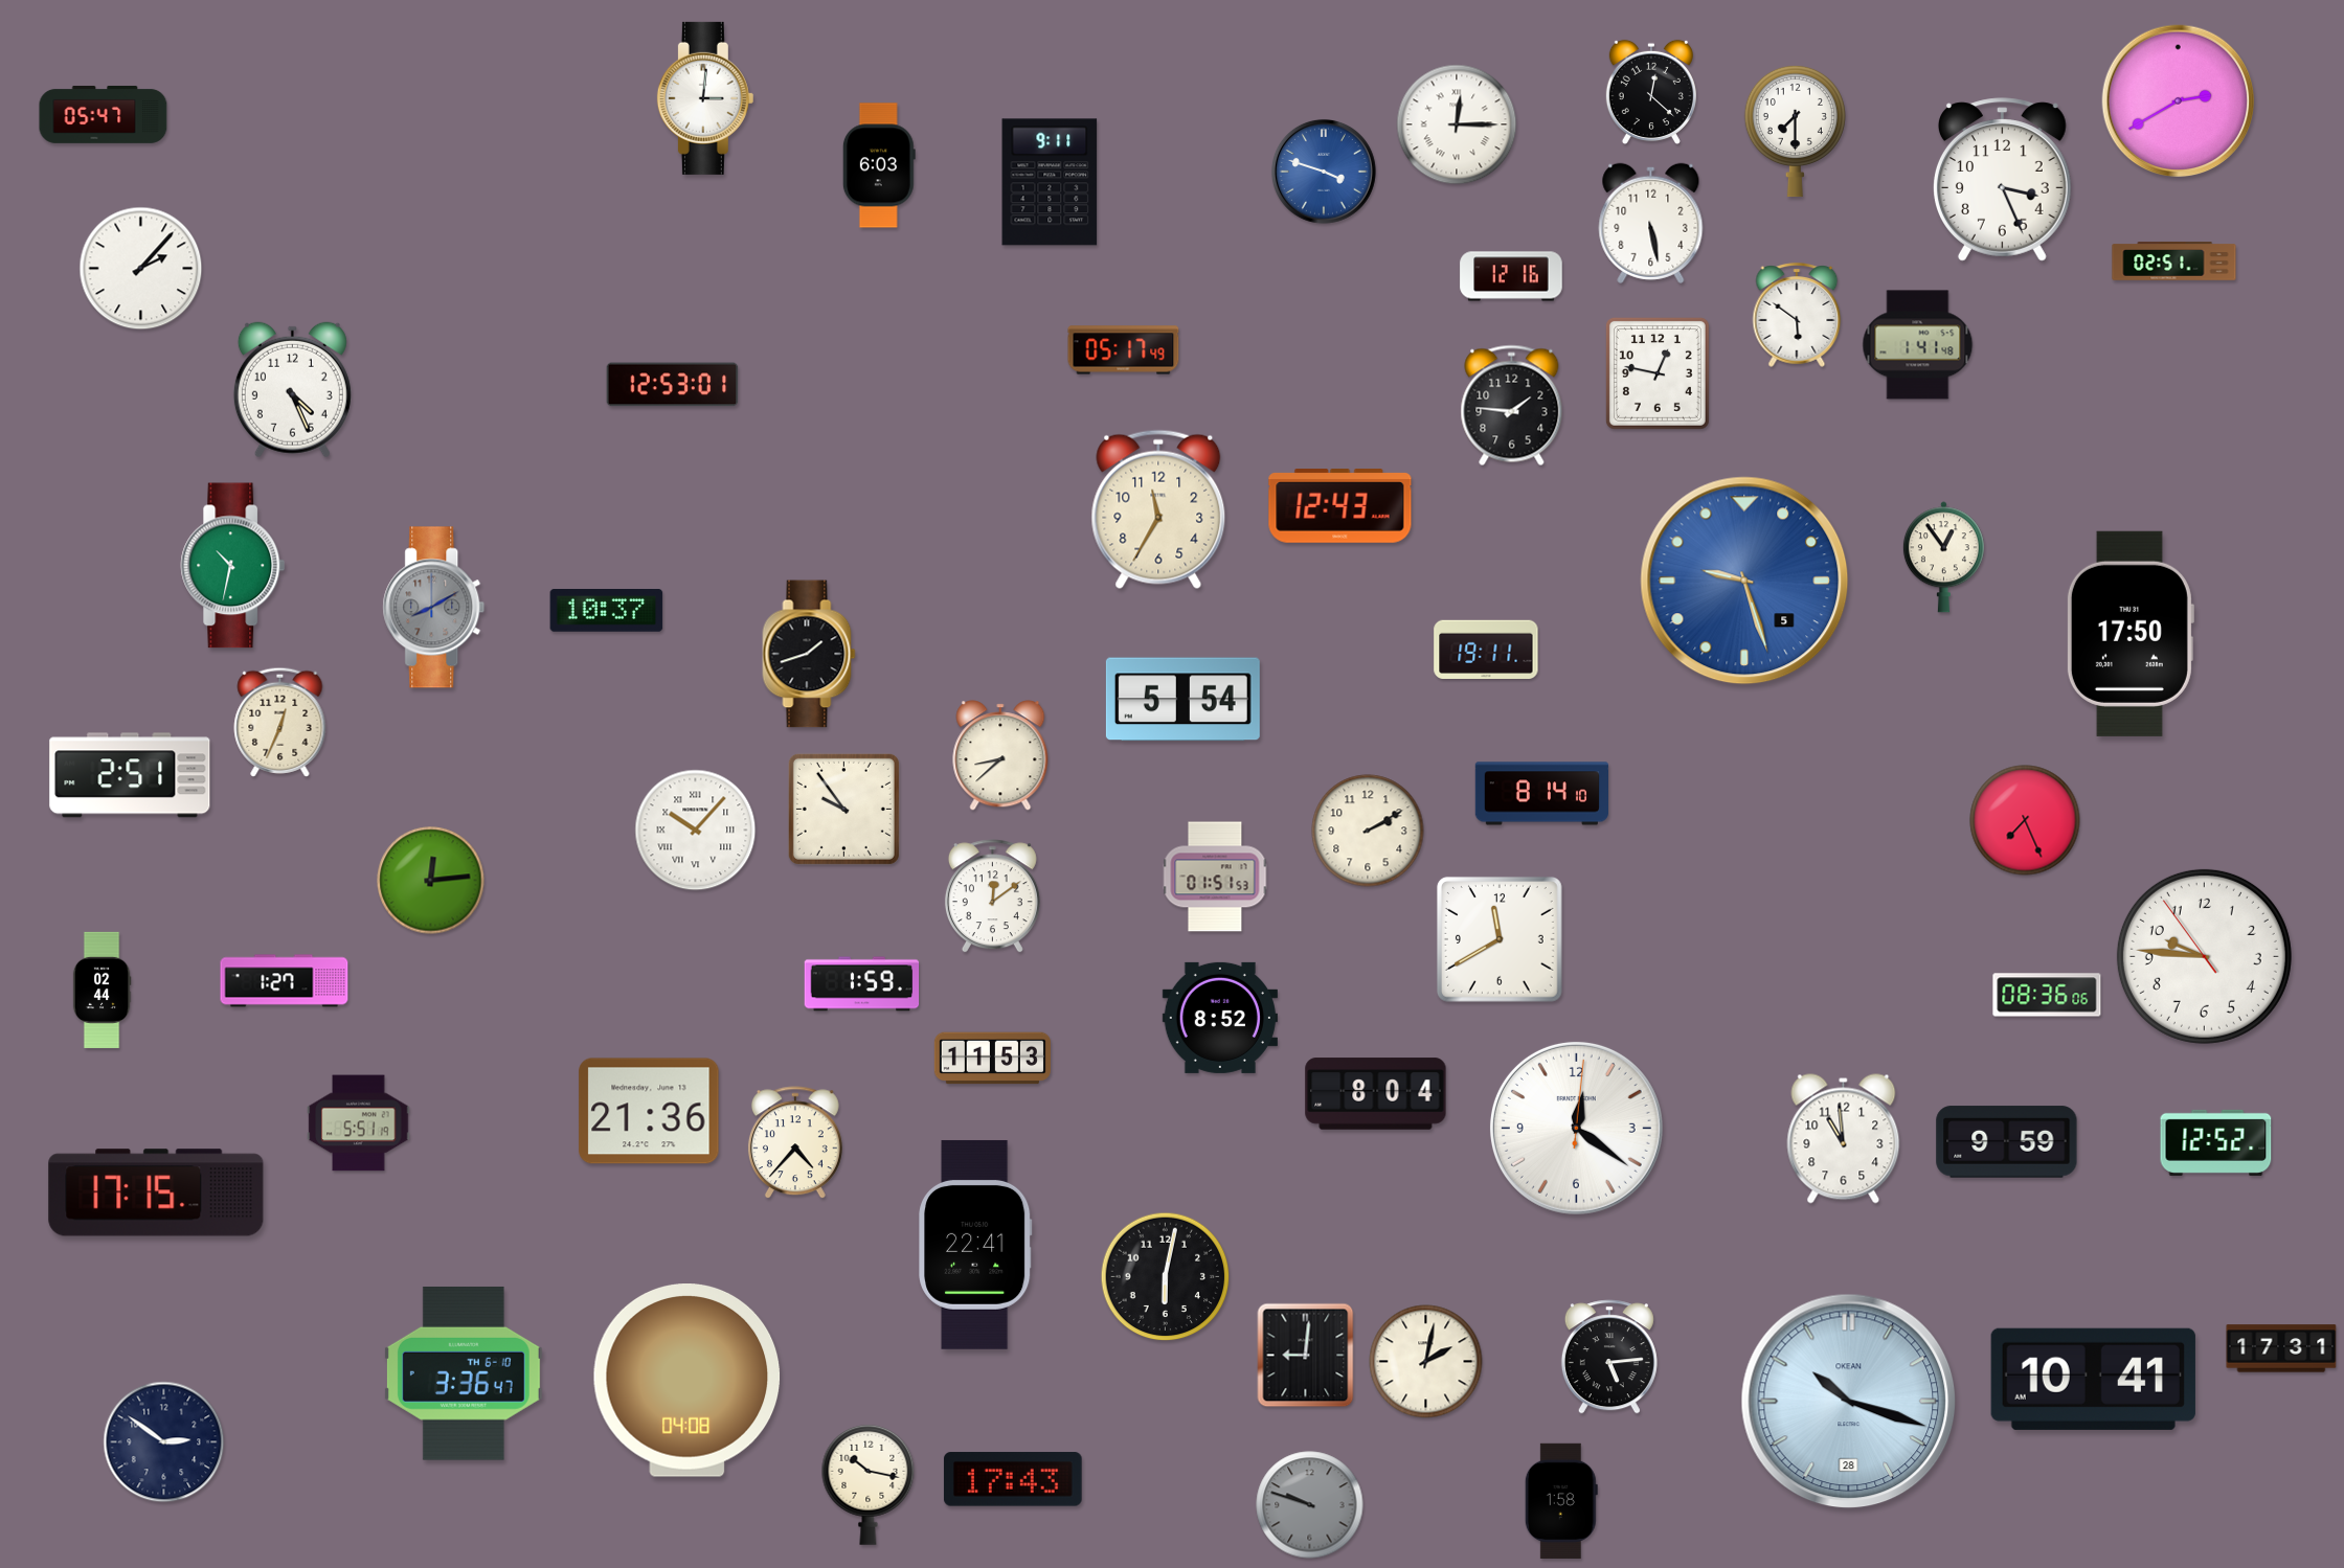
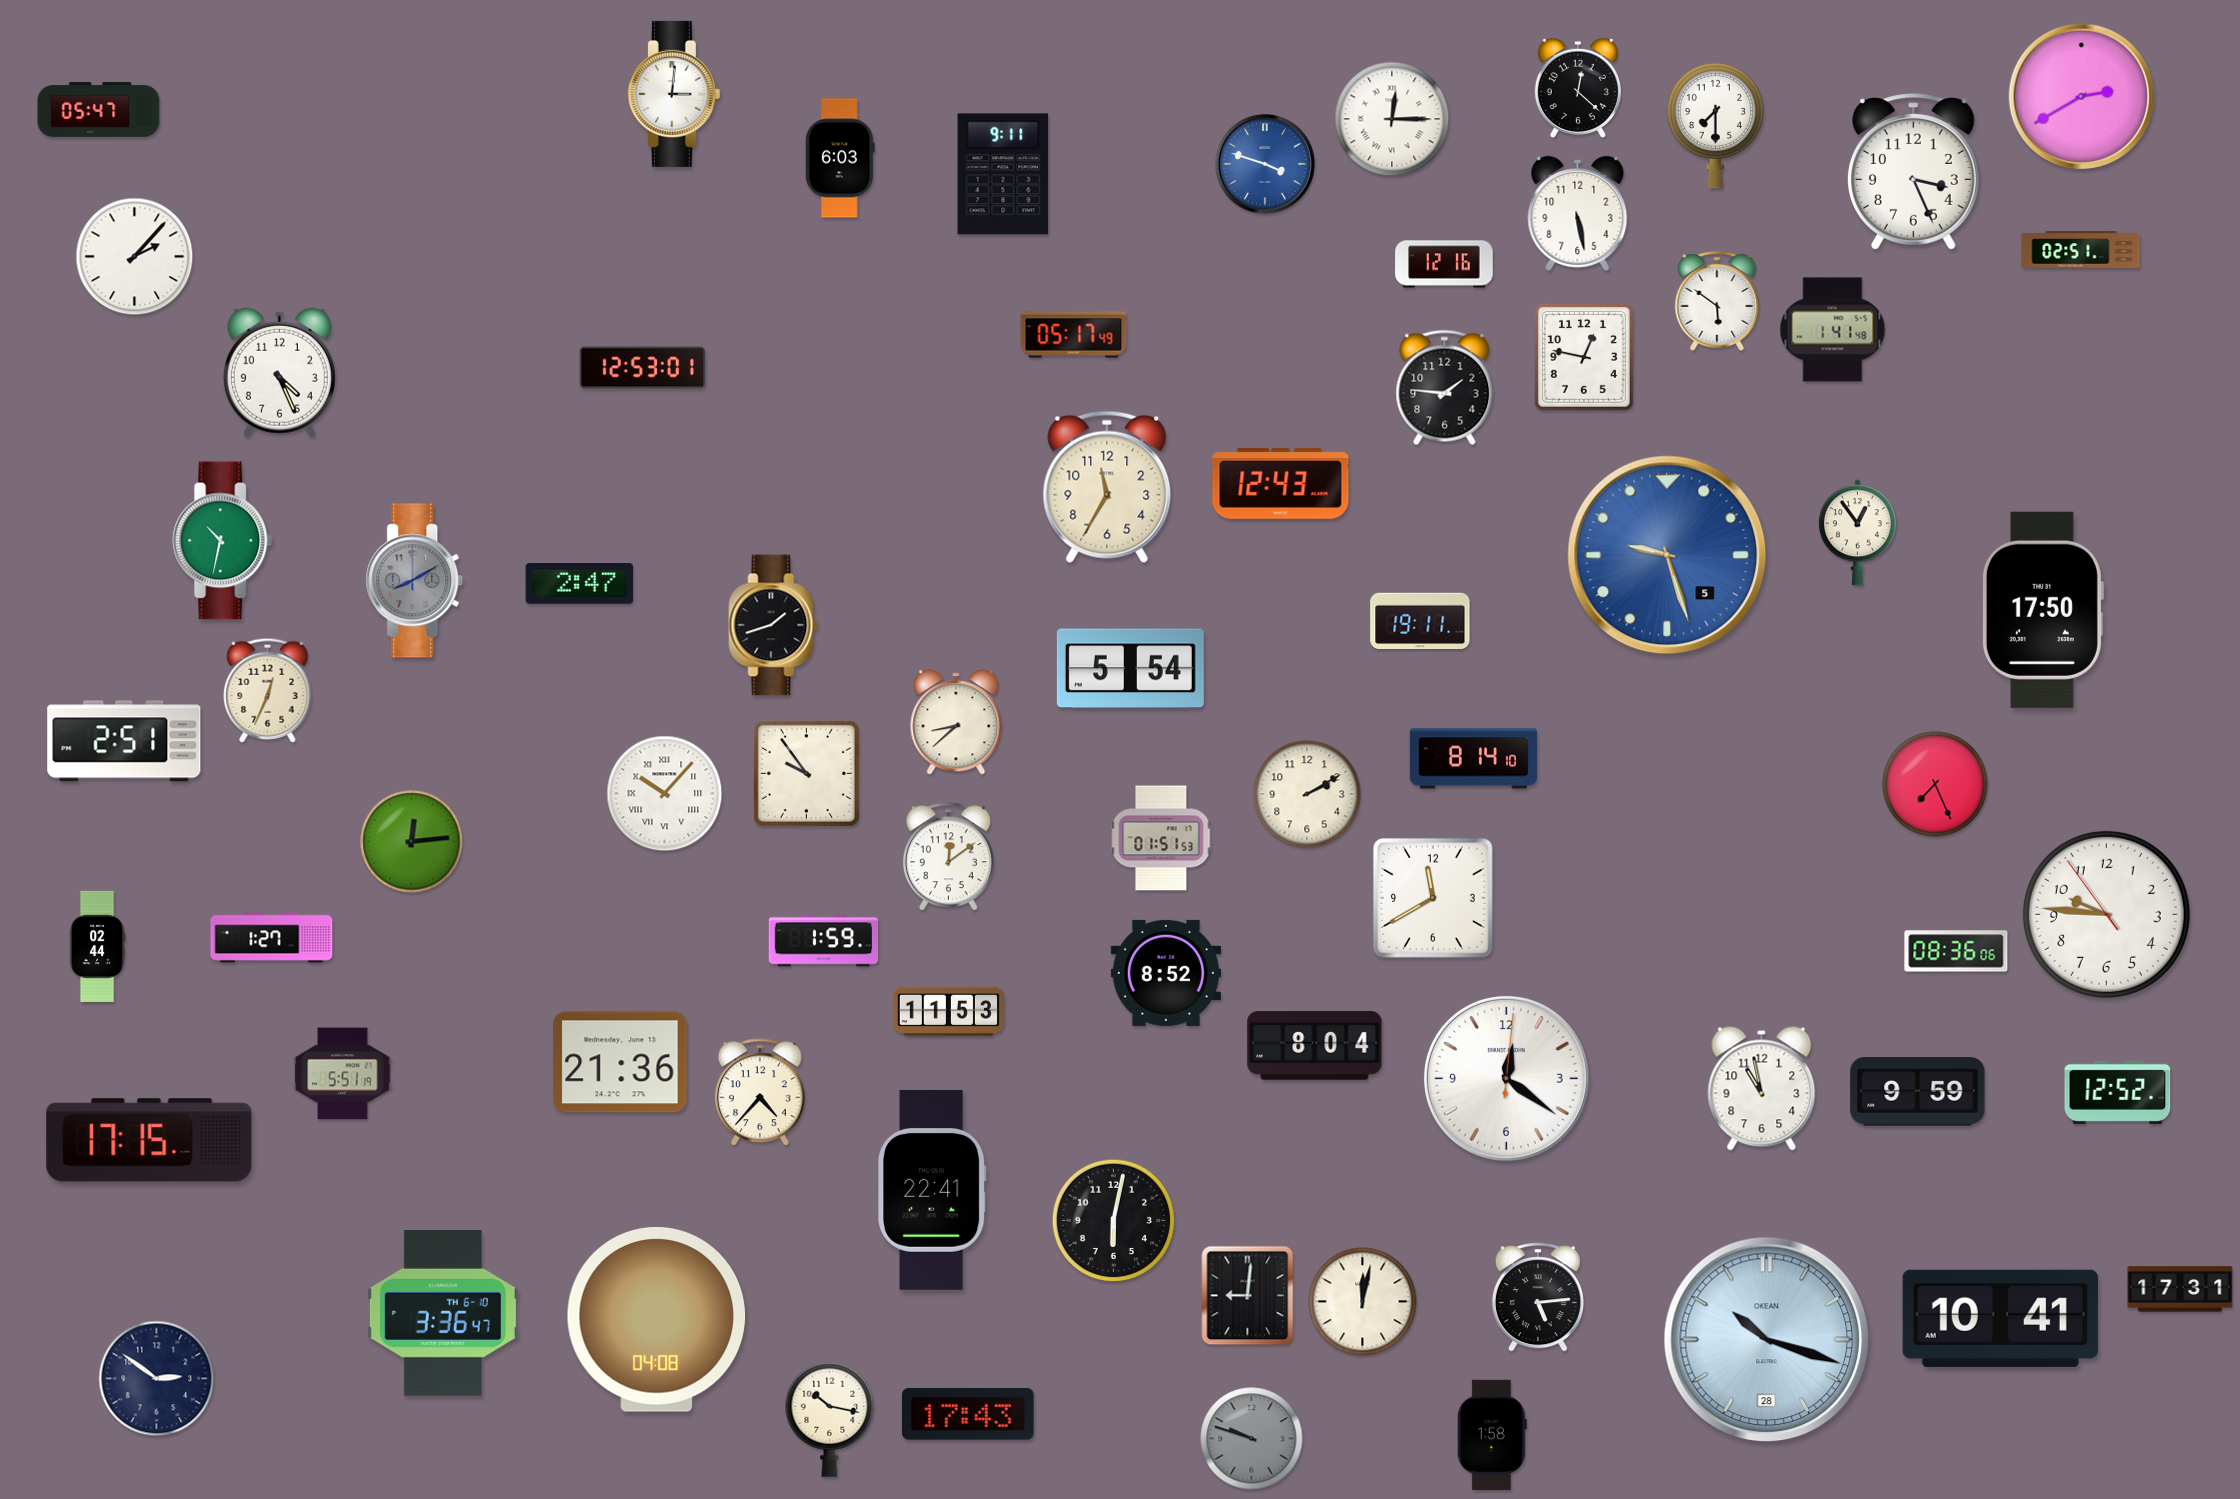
clock at (2174, 262) position: (2174, 262) -> (2081, 250)
clock at (607, 611): 10:37 -> 2:47
clock at (2129, 634) position: (2129, 634) -> (2042, 610)
clock at (1844, 1139): 10:59 -> 10:58
clock at (1426, 1362): 2:02 -> 12:02
